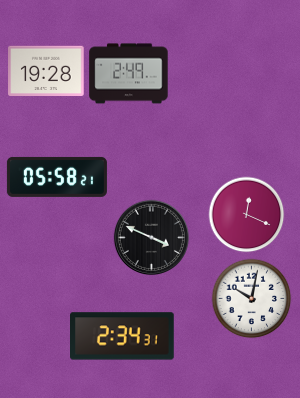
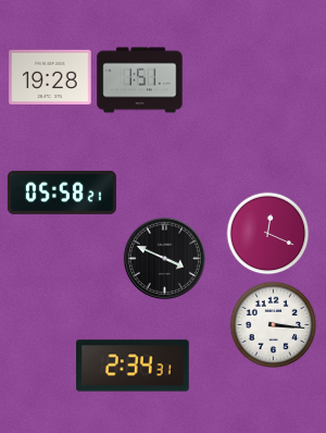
clock at (129, 74): 2:49 -> 1:51
clock at (252, 299): 10:02 -> 3:16
